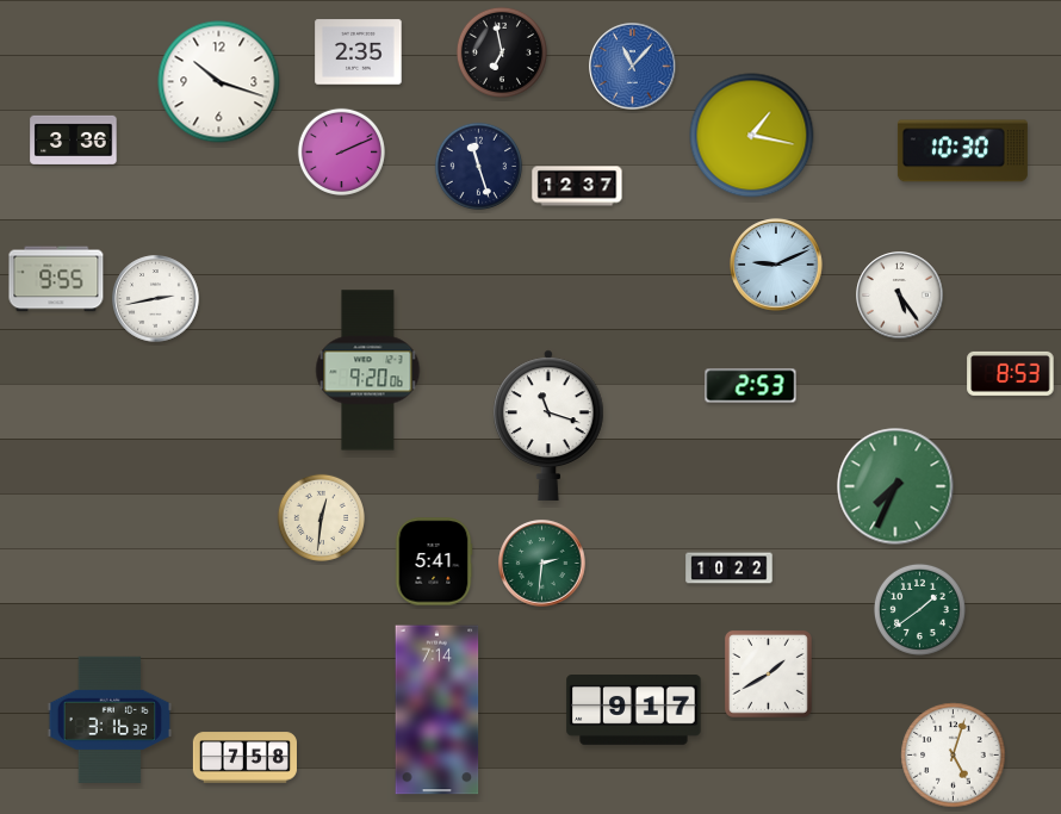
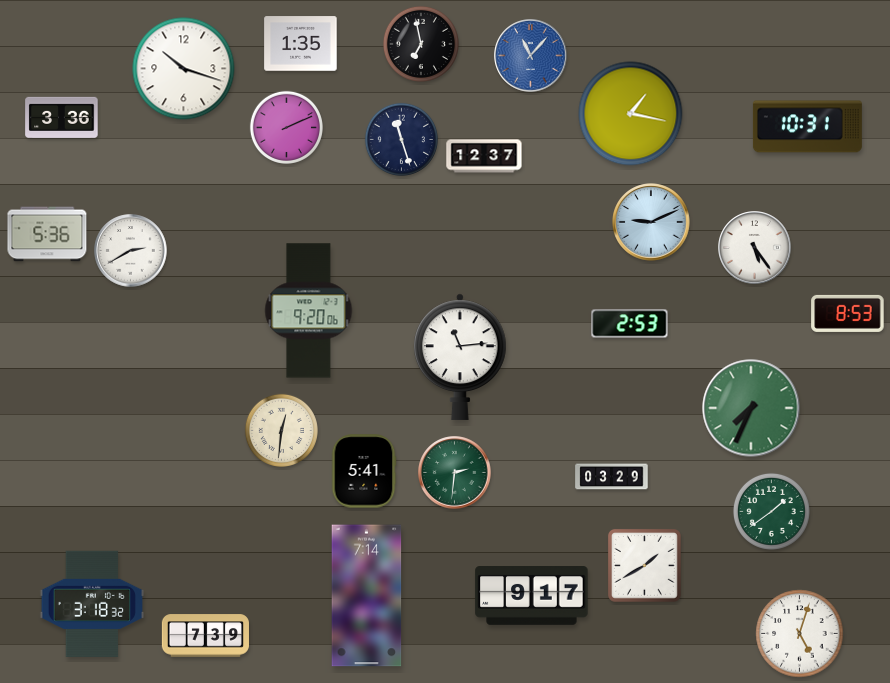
clock at (359, 52): 2:35 -> 1:35
clock at (962, 151): 10:30 -> 10:31
clock at (56, 279): 9:55 -> 5:36
clock at (156, 299): 2:43 -> 2:40
clock at (550, 425): 11:18 -> 11:14
clock at (321, 517) position: (321, 517) -> (281, 430)
clock at (730, 568): 10:22 -> 03:29
clock at (108, 720): 3:16 -> 3:18
clock at (244, 758): 7:58 -> 7:39
